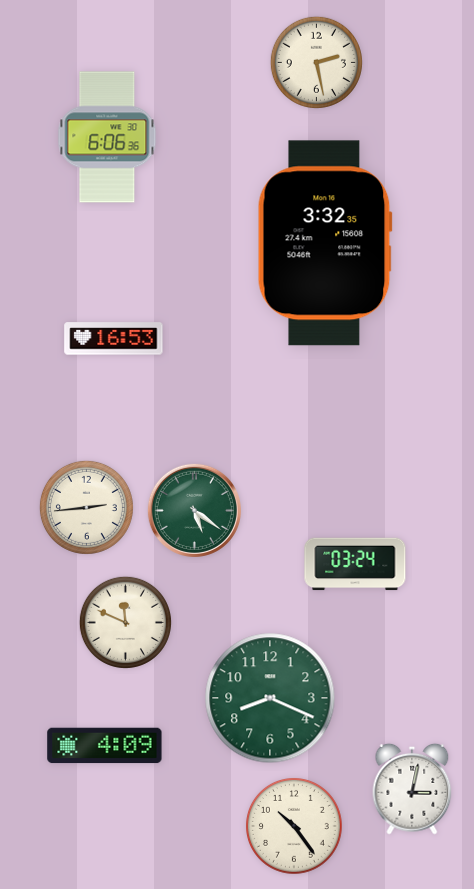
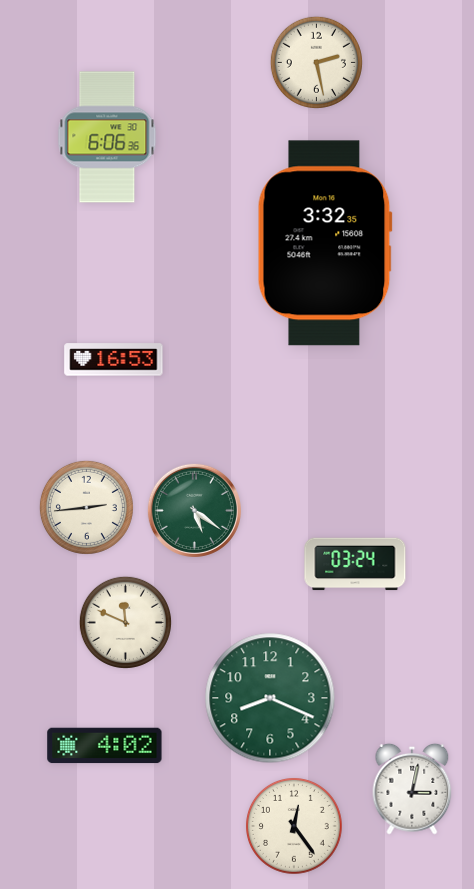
clock at (114, 339) position: (114, 339) -> (114, 360)
clock at (105, 746): 4:09 -> 4:02
clock at (295, 827): 10:24 -> 12:24
